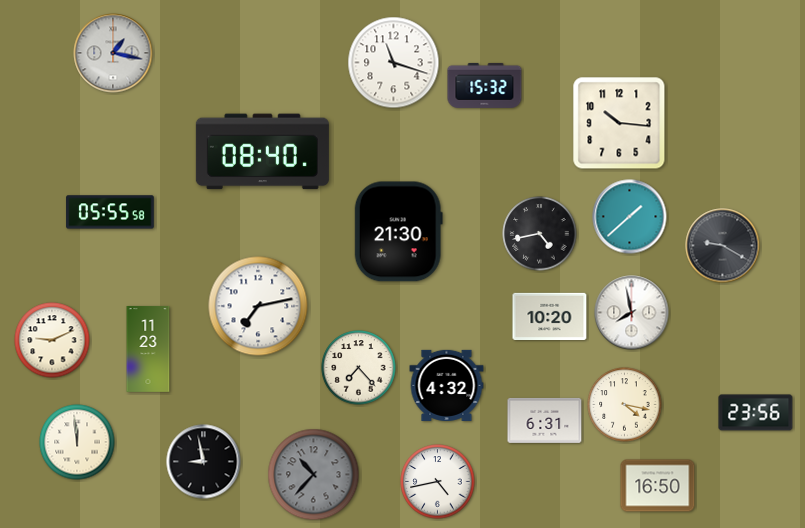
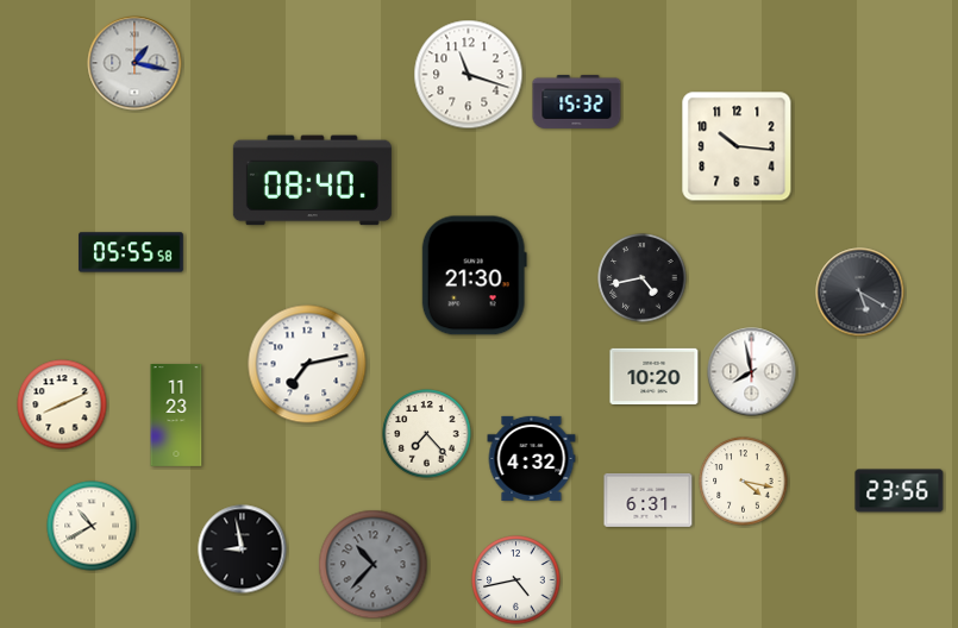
clock at (630, 217): 1:38 -> none
clock at (723, 246): 9:20 -> 5:20
clock at (52, 340): 9:11 -> 8:11
clock at (359, 368) position: (359, 368) -> (427, 434)
clock at (77, 442): 11:59 -> 10:40
clock at (438, 482) position: (438, 482) -> (516, 580)
clock at (658, 486): 16:50 -> none
